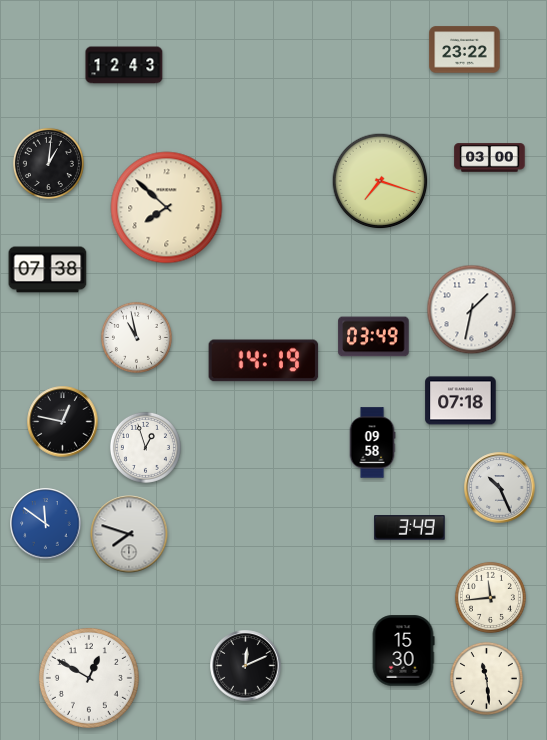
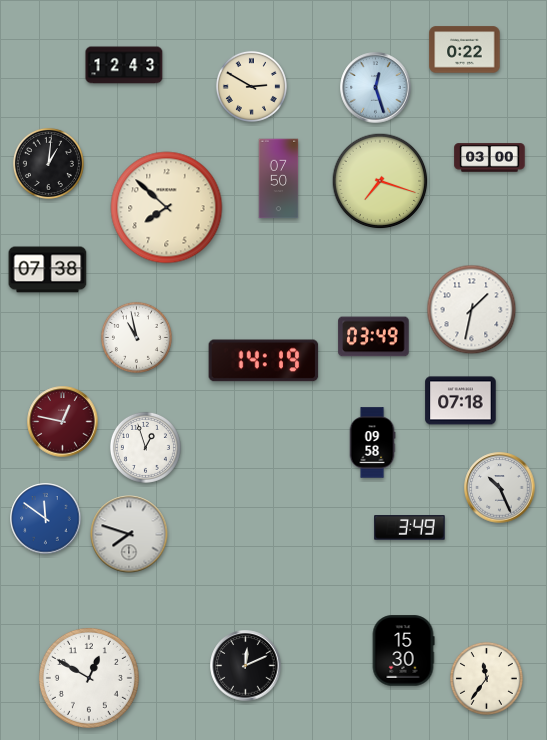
clock at (465, 50): 23:22 -> 0:22
clock at (251, 86): none -> 2:50
clock at (376, 88): none -> 12:27
clock at (279, 179): none -> 07:50
clock at (63, 422) dial: black -> burgundy
clock at (46, 524) position: (46, 524) -> (46, 519)
clock at (490, 597): 11:44 -> none
clock at (486, 678): 11:29 -> 11:36
